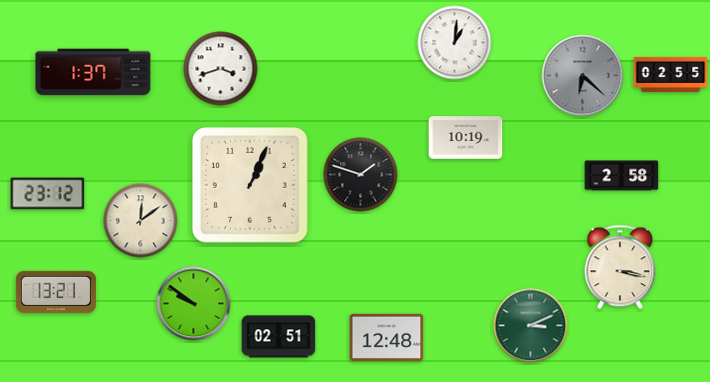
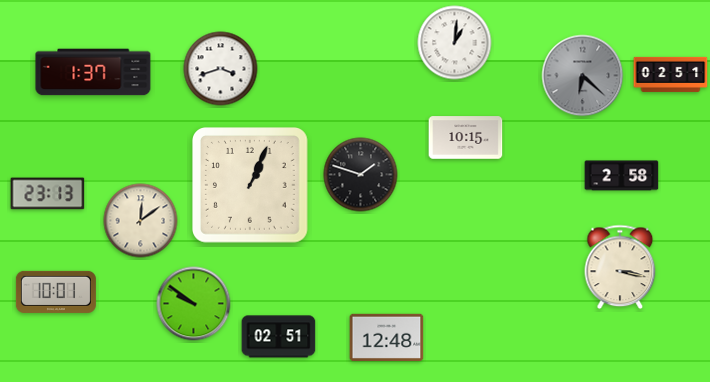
clock at (671, 74): 02:55 -> 02:51
clock at (466, 138): 10:19 -> 10:15
clock at (48, 194): 23:12 -> 23:13
clock at (56, 292): 13:21 -> 10:01
clock at (531, 326): 3:11 -> none
